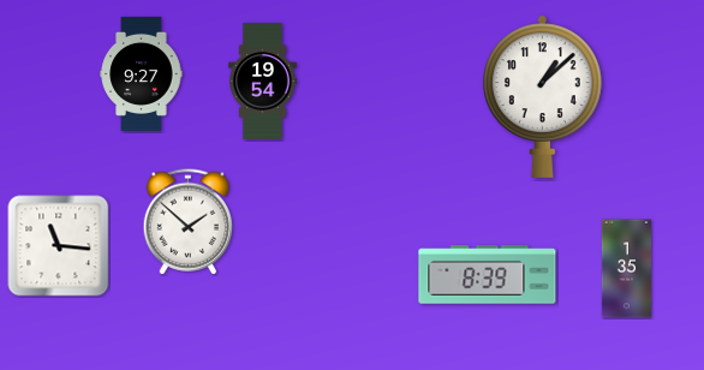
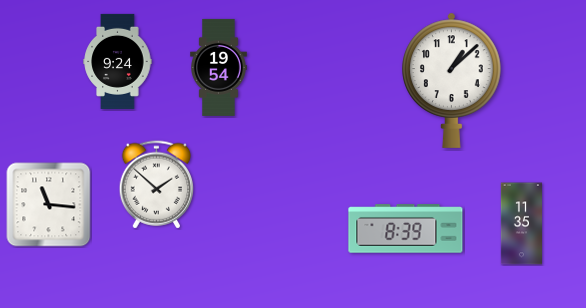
clock at (142, 73): 9:27 -> 9:24
clock at (626, 269): 1:35 -> 11:35
